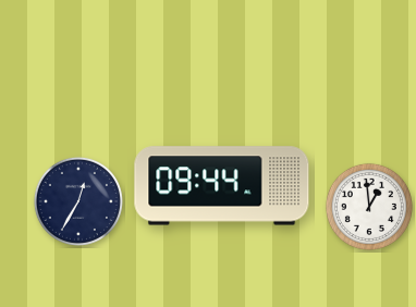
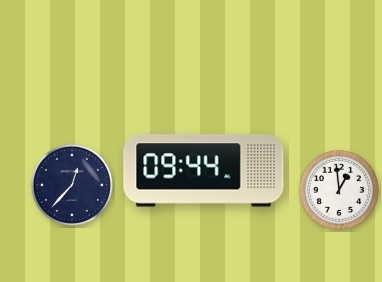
clock at (78, 201): 12:35 -> 12:37
